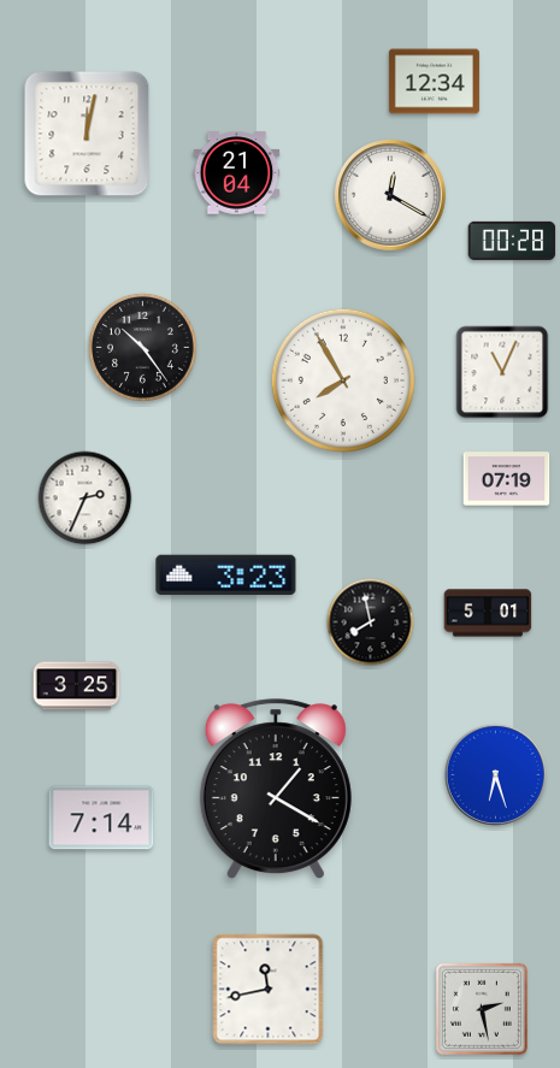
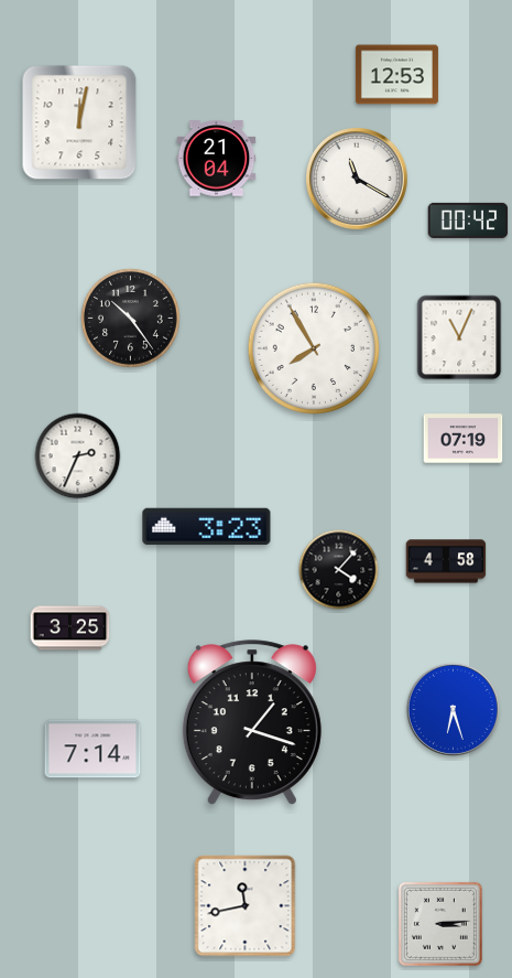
clock at (434, 82): 12:34 -> 12:53
clock at (391, 196): 12:20 -> 11:20
clock at (512, 241): 00:28 -> 00:42
clock at (502, 372) position: (502, 372) -> (459, 337)
clock at (488, 613): 5:01 -> 4:58
clock at (371, 622): 7:58 -> 4:07
clock at (276, 790): 1:20 -> 1:18
clock at (482, 1009): 2:28 -> 3:14
